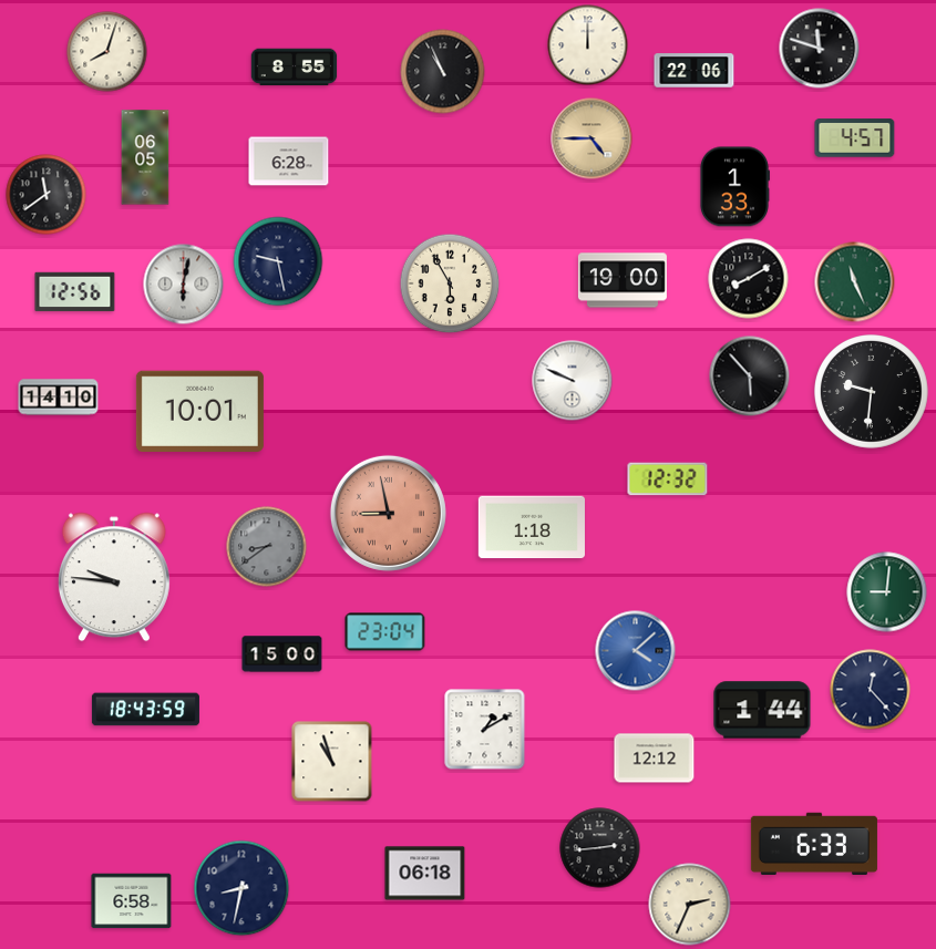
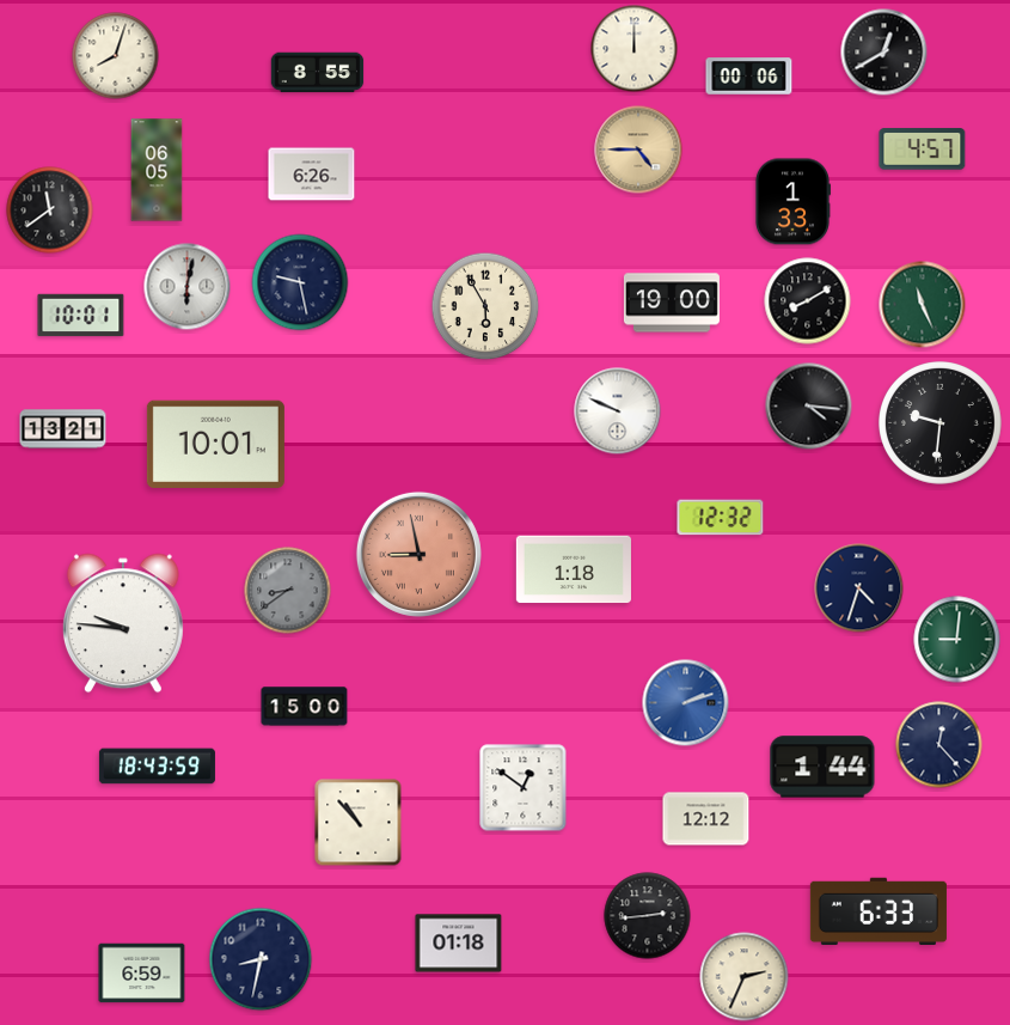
clock at (820, 49): 11:48 -> 12:40
clock at (695, 71): 22:06 -> 00:06
clock at (443, 72): 10:56 -> none
clock at (289, 162): 6:28 -> 6:26
clock at (184, 285) position: (184, 285) -> (188, 287)
clock at (75, 292): 12:56 -> 10:01
clock at (750, 376): 5:53 -> 4:16
clock at (59, 398): 14:10 -> 13:21
clock at (859, 588): none -> 4:33
clock at (385, 632): 23:04 -> none
clock at (636, 651): 4:08 -> 2:12
clock at (485, 730): 1:10 -> 12:51
clock at (332, 762): 10:57 -> 10:53
clock at (425, 874): 06:18 -> 01:18
clock at (132, 901): 6:58 -> 6:59
